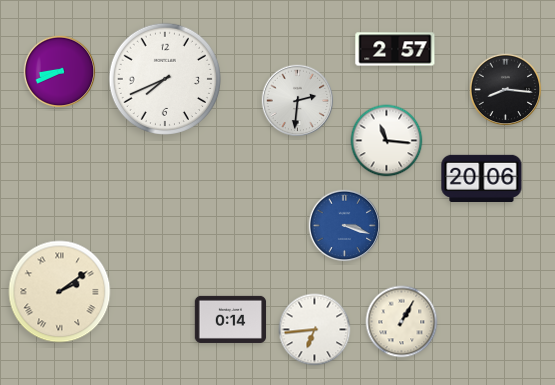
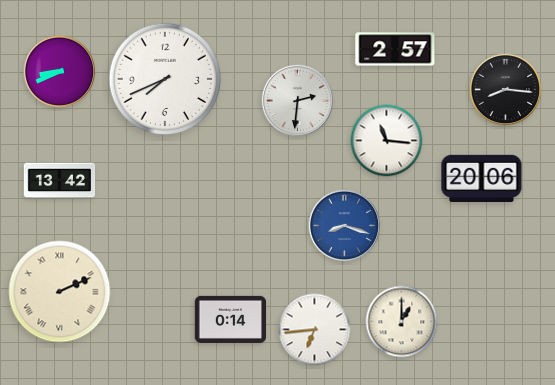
clock at (60, 181): none -> 13:42
clock at (345, 226): 3:18 -> 8:18
clock at (60, 292): 2:09 -> 2:11
clock at (402, 322): 1:05 -> 1:00
